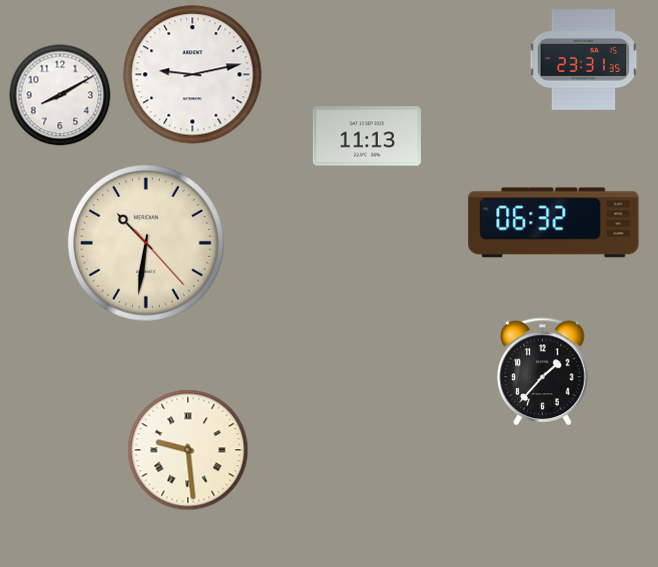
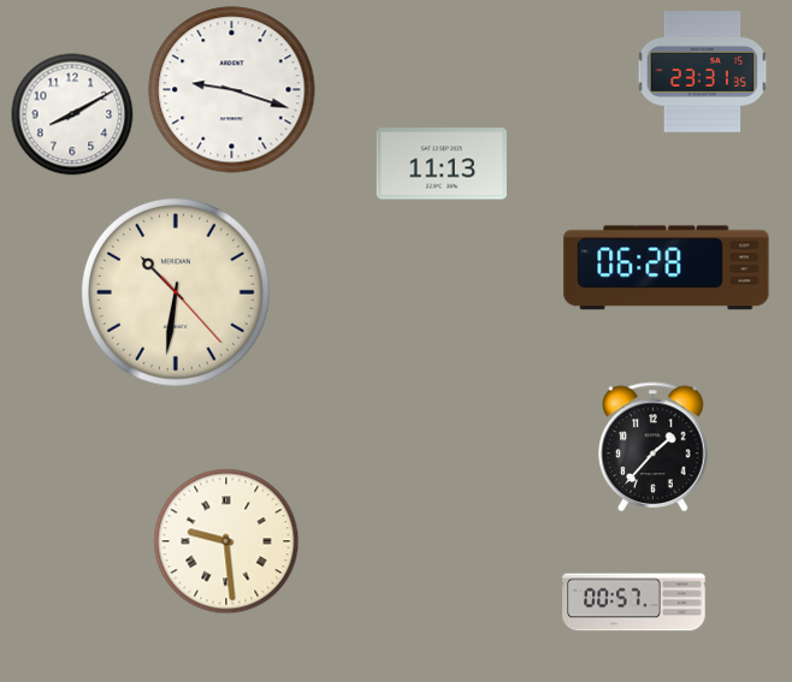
clock at (193, 75): 9:13 -> 9:18
clock at (554, 223): 06:32 -> 06:28
clock at (634, 603): none -> 00:57
